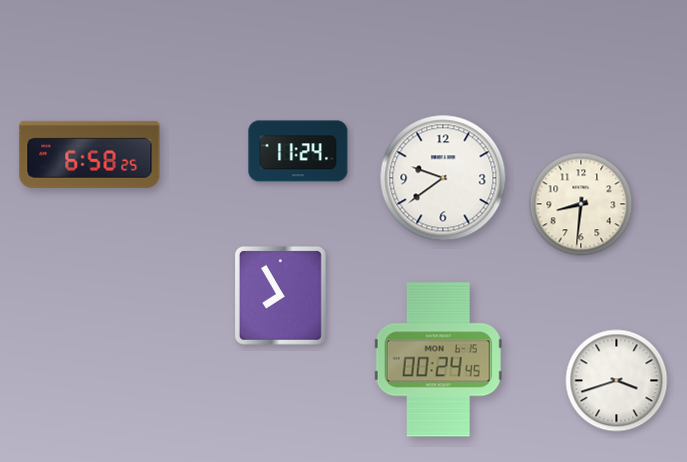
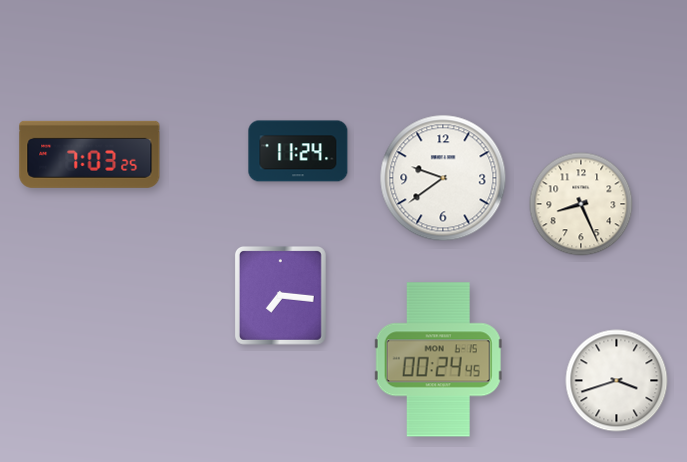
clock at (90, 154): 6:58 -> 7:03
clock at (581, 204): 8:31 -> 8:26
clock at (280, 295): 7:55 -> 7:16
